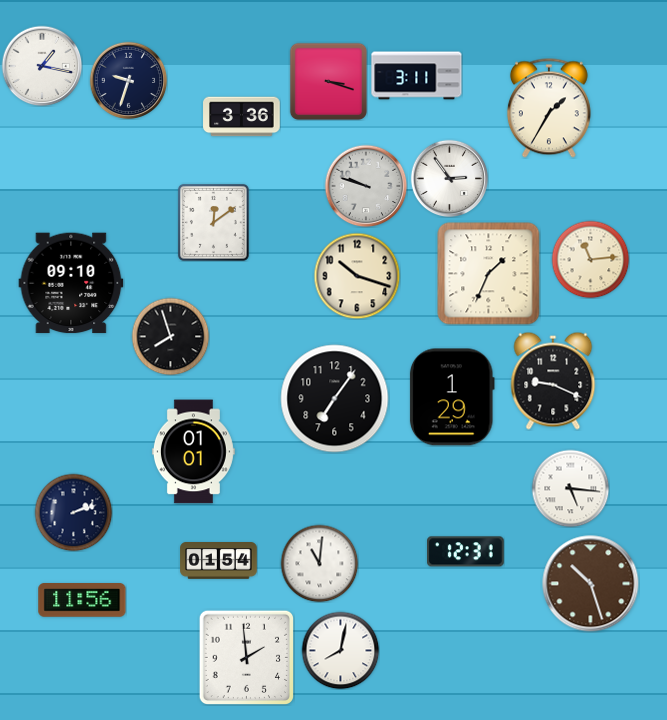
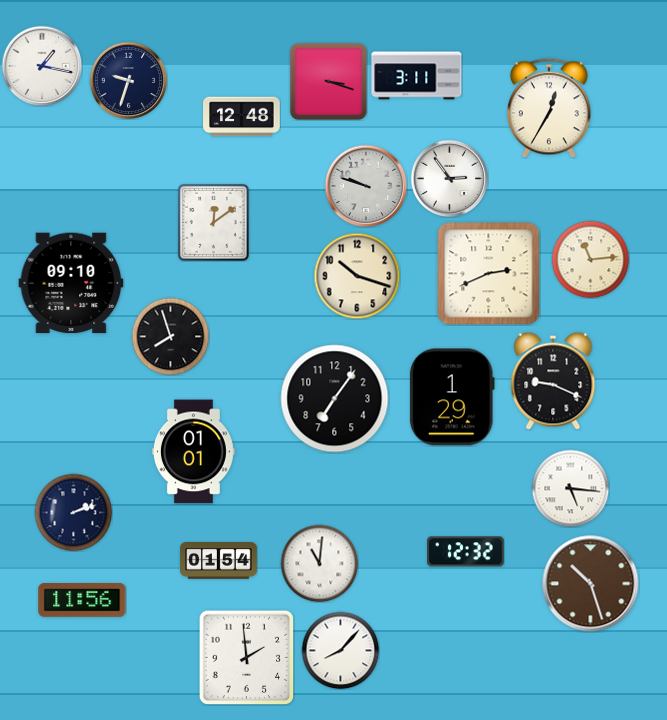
clock at (549, 108): 1:35 -> 12:35
clock at (242, 117): 3:36 -> 12:48
clock at (489, 274): 1:34 -> 2:41
clock at (466, 552): 12:31 -> 12:32
clock at (340, 650): 8:02 -> 8:07
